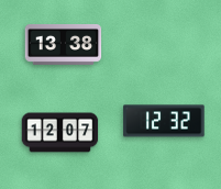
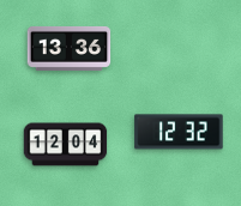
clock at (64, 44): 13:38 -> 13:36
clock at (60, 133): 12:07 -> 12:04
